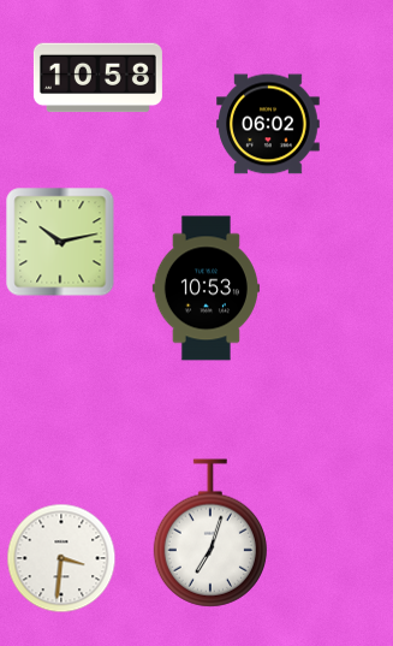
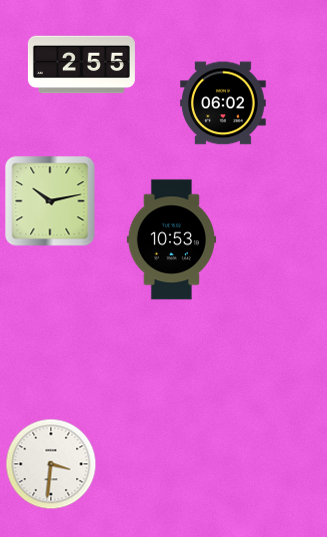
clock at (97, 78): 10:58 -> 2:55
clock at (210, 533): 7:03 -> none
